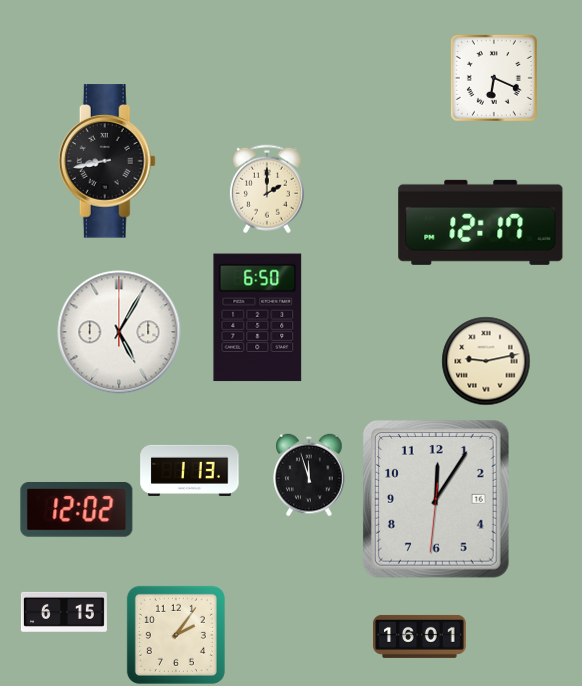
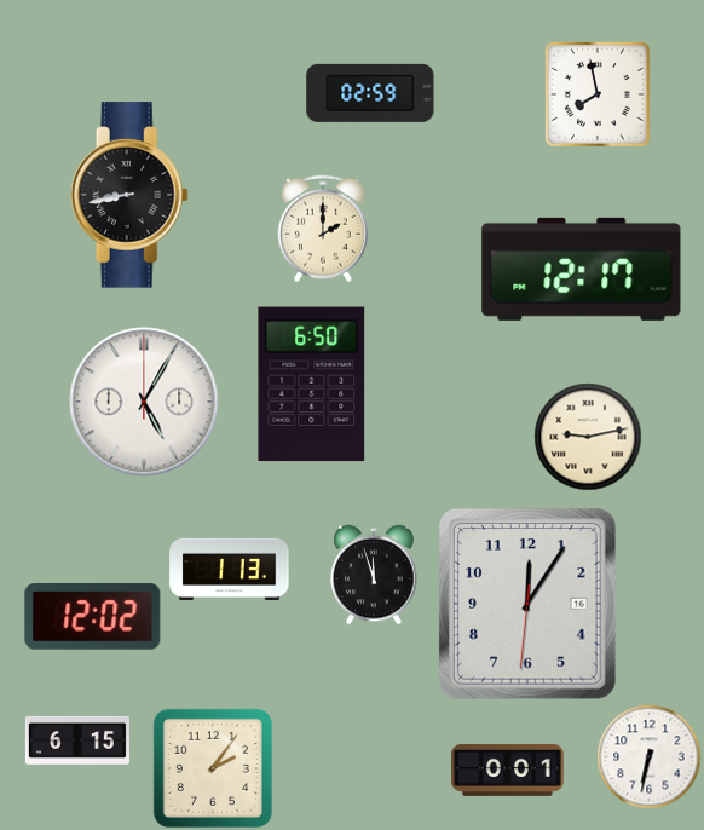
clock at (370, 93): none -> 02:59
clock at (494, 78): 6:19 -> 7:58
clock at (648, 756): none -> 6:32
clock at (420, 636): 16:01 -> 0:01
